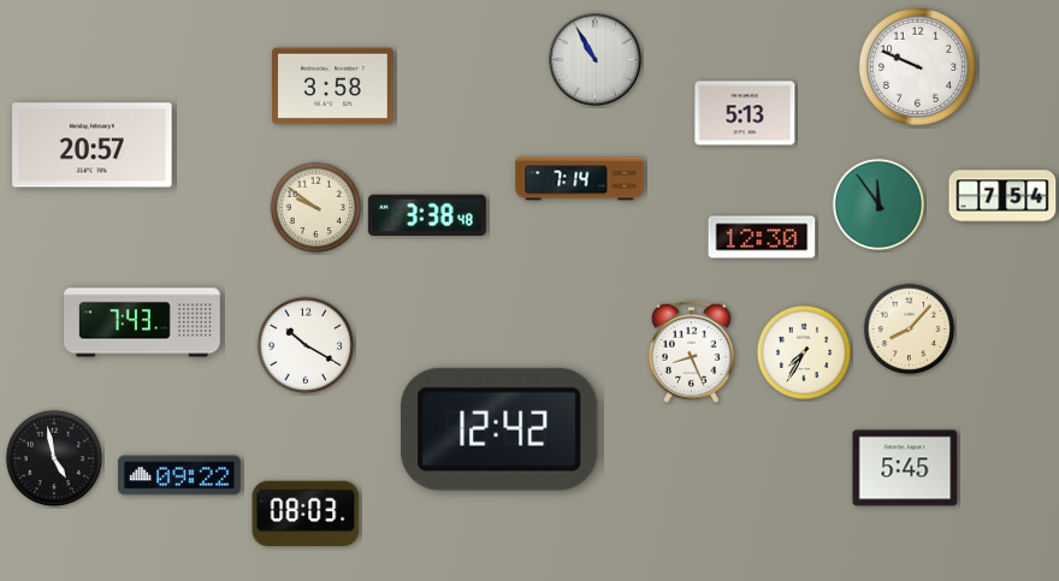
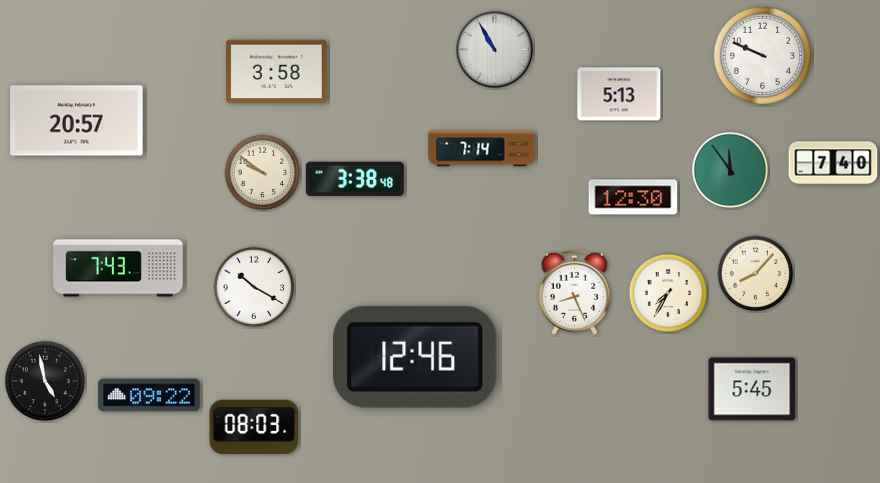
clock at (1002, 196): 7:54 -> 7:40
clock at (501, 429): 12:42 -> 12:46
